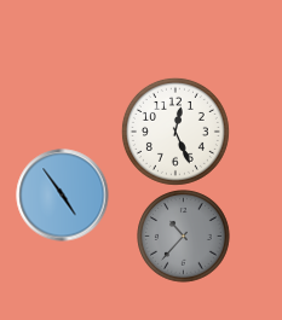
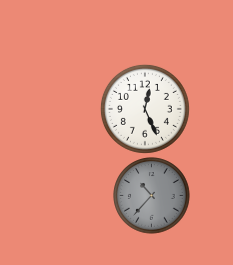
clock at (63, 196): 4:54 -> none
